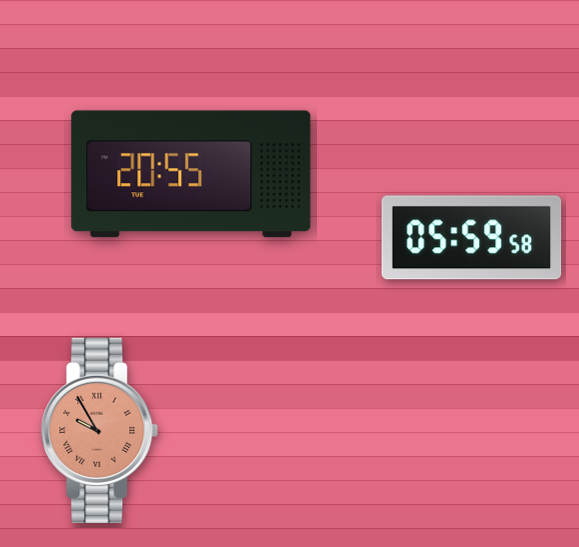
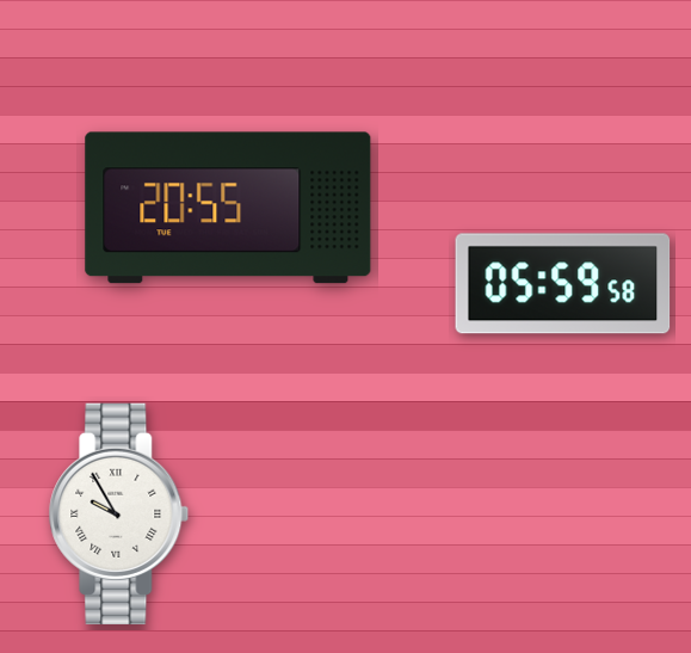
clock at (100, 430) dial: salmon -> white
